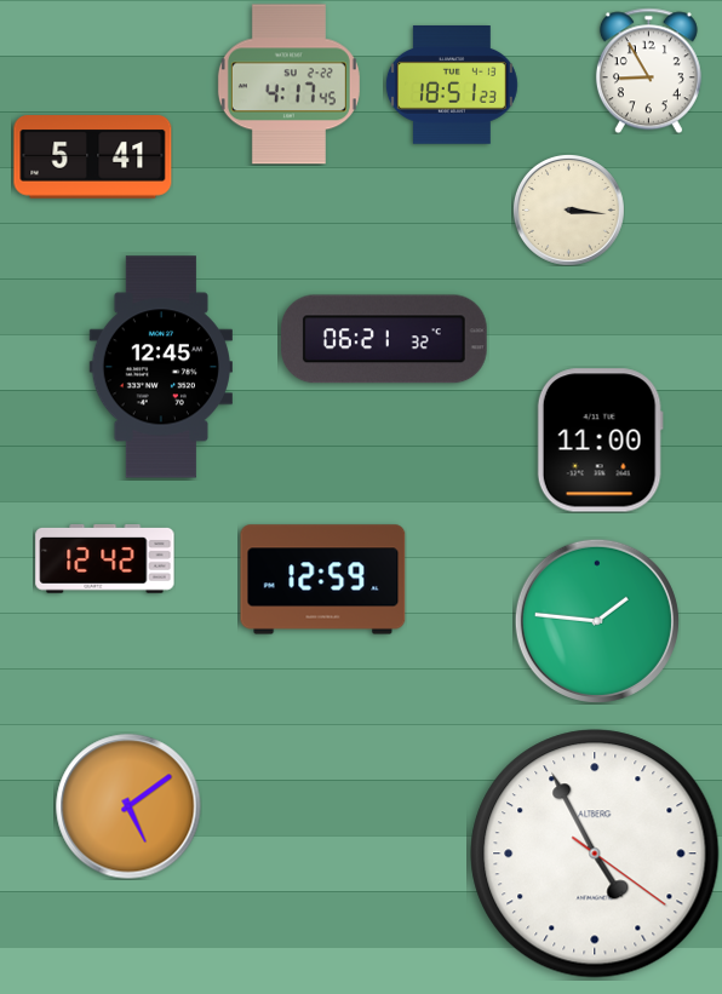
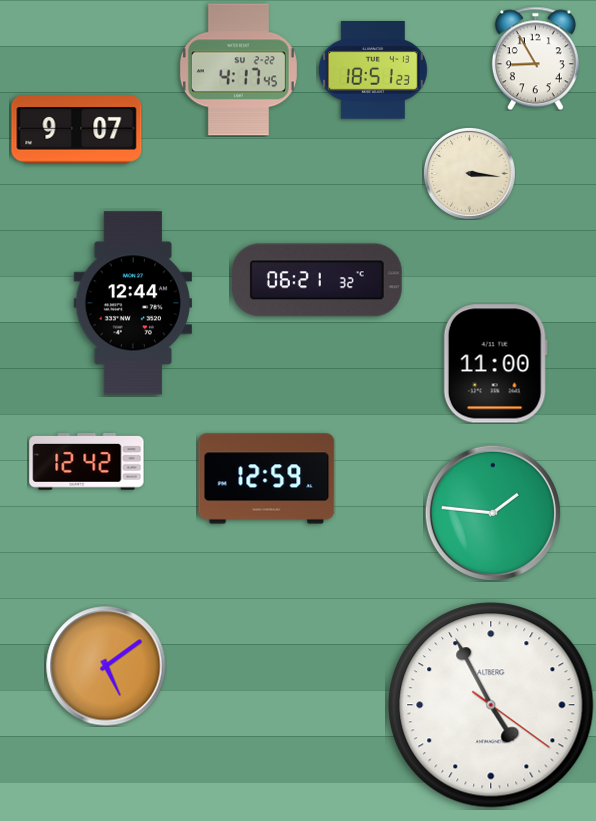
clock at (93, 157): 5:41 -> 9:07
clock at (161, 367): 12:45 -> 12:44
